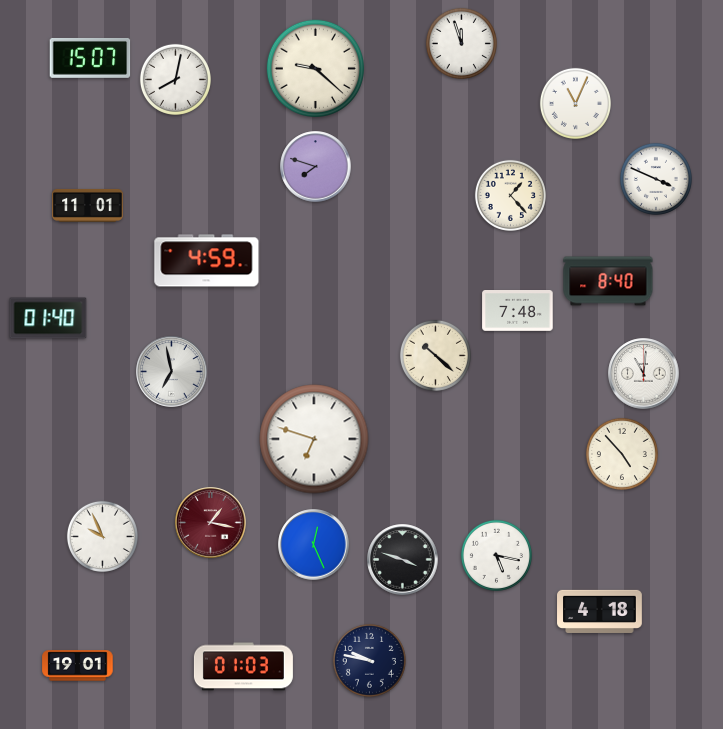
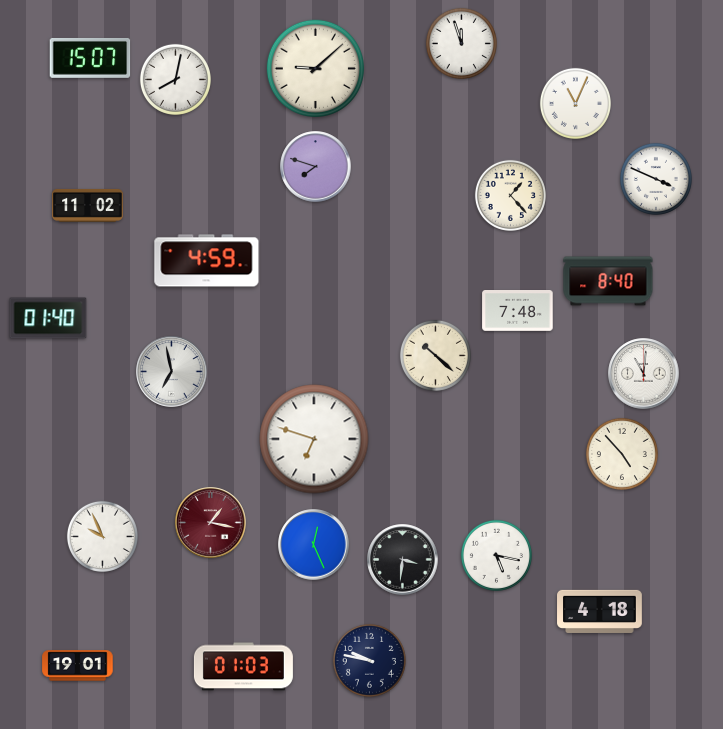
clock at (315, 68): 9:22 -> 9:08
clock at (88, 205): 11:01 -> 11:02
clock at (403, 560): 3:48 -> 3:31
